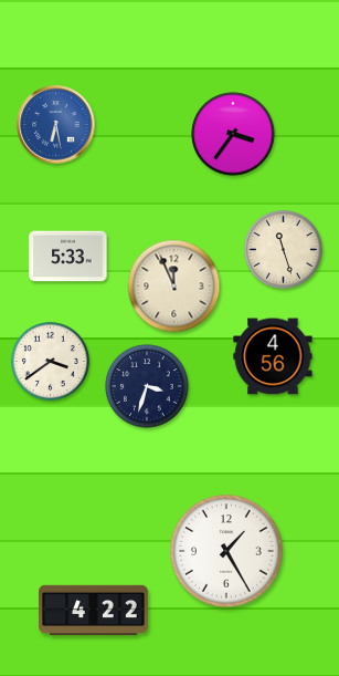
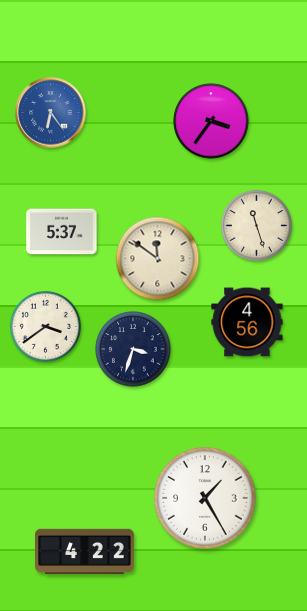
clock at (56, 125): 6:28 -> 6:24
clock at (68, 257): 5:33 -> 5:37
clock at (174, 287): 11:56 -> 11:51
